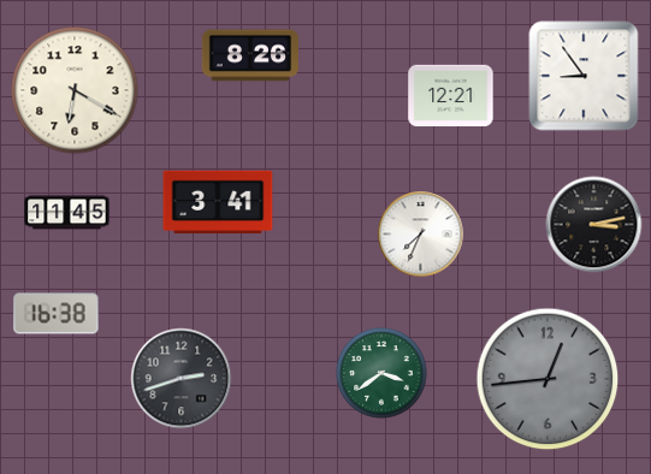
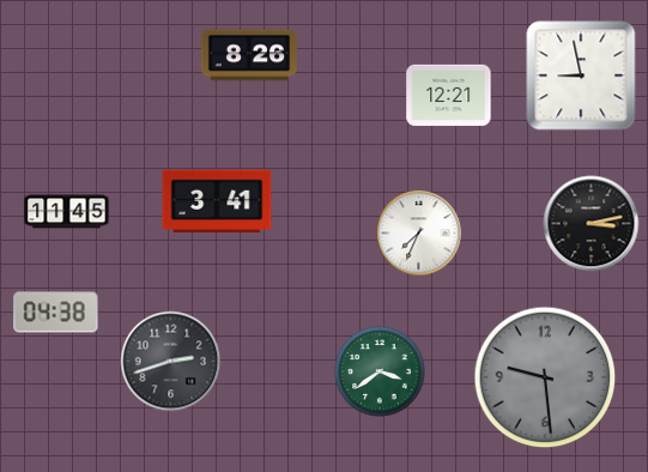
clock at (584, 76): 8:54 -> 8:58
clock at (75, 90): 6:20 -> none
clock at (57, 314): 16:38 -> 04:38
clock at (182, 379) position: (182, 379) -> (171, 362)
clock at (548, 379): 12:44 -> 9:29
